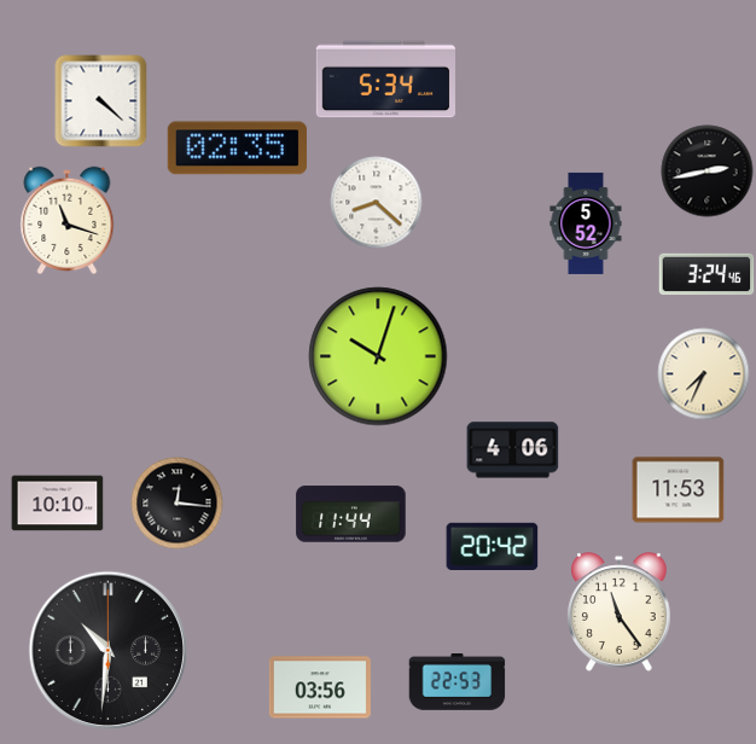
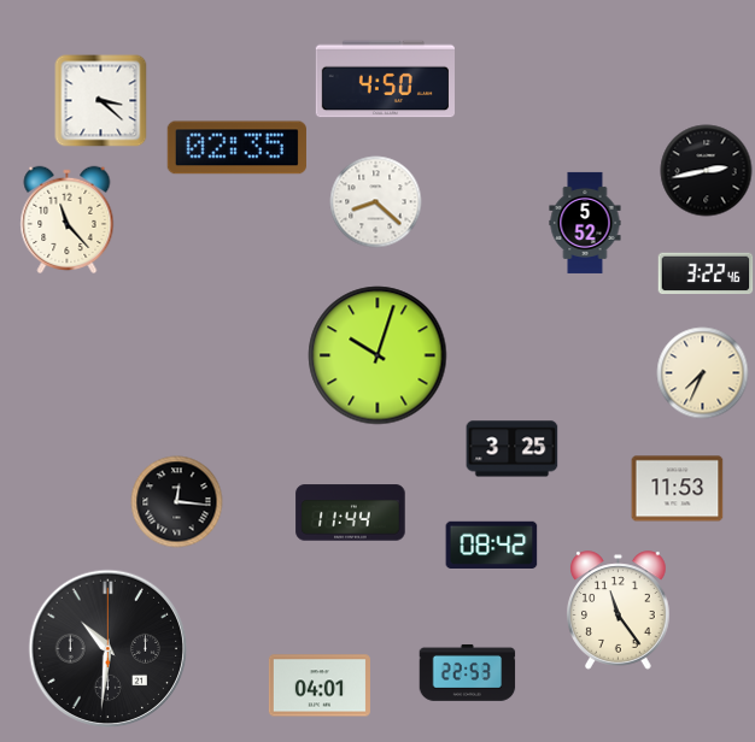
clock at (385, 80): 5:34 -> 4:50
clock at (101, 101): 4:22 -> 3:22
clock at (68, 220): 11:18 -> 11:23
clock at (706, 274): 3:24 -> 3:22
clock at (513, 451): 4:06 -> 3:25
clock at (58, 504): 10:10 -> none
clock at (493, 546): 20:42 -> 08:42
clock at (458, 681) position: (458, 681) -> (468, 672)
clock at (320, 687): 03:56 -> 04:01
